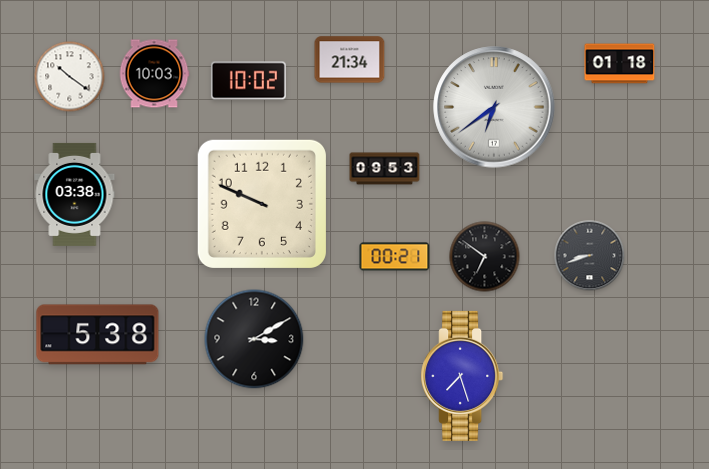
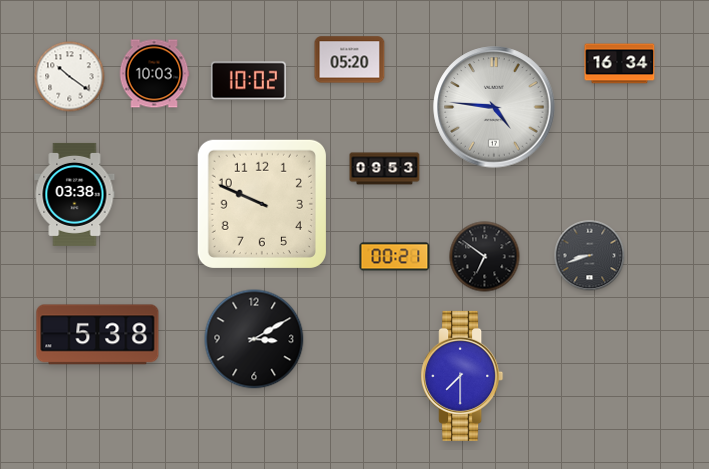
clock at (350, 60): 21:34 -> 05:20
clock at (620, 64): 01:18 -> 16:34
clock at (494, 107): 6:39 -> 4:46
clock at (462, 376): 7:27 -> 7:30
